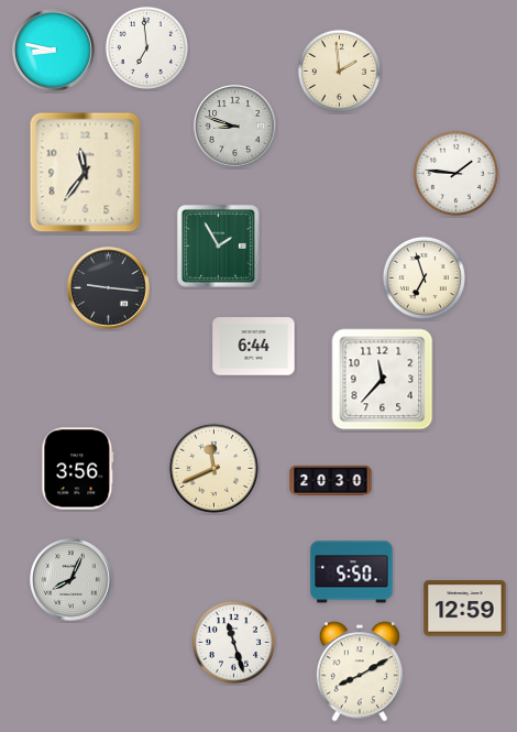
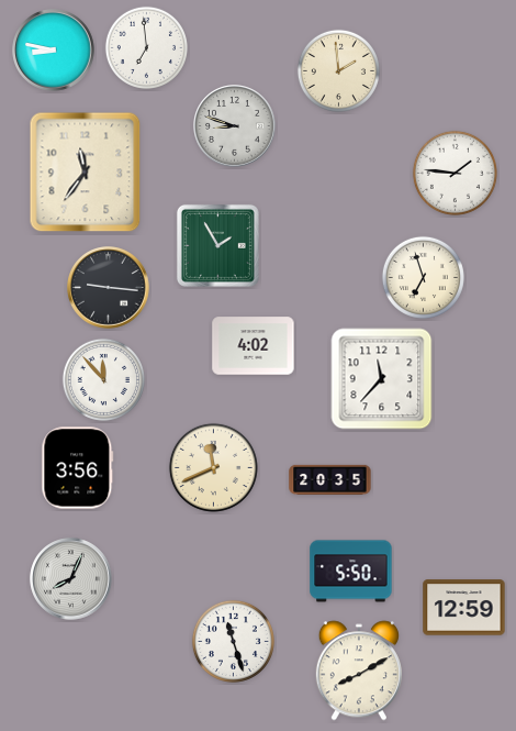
clock at (254, 347): 6:44 -> 4:02
clock at (103, 379): none -> 11:53
clock at (331, 480): 20:30 -> 20:35
